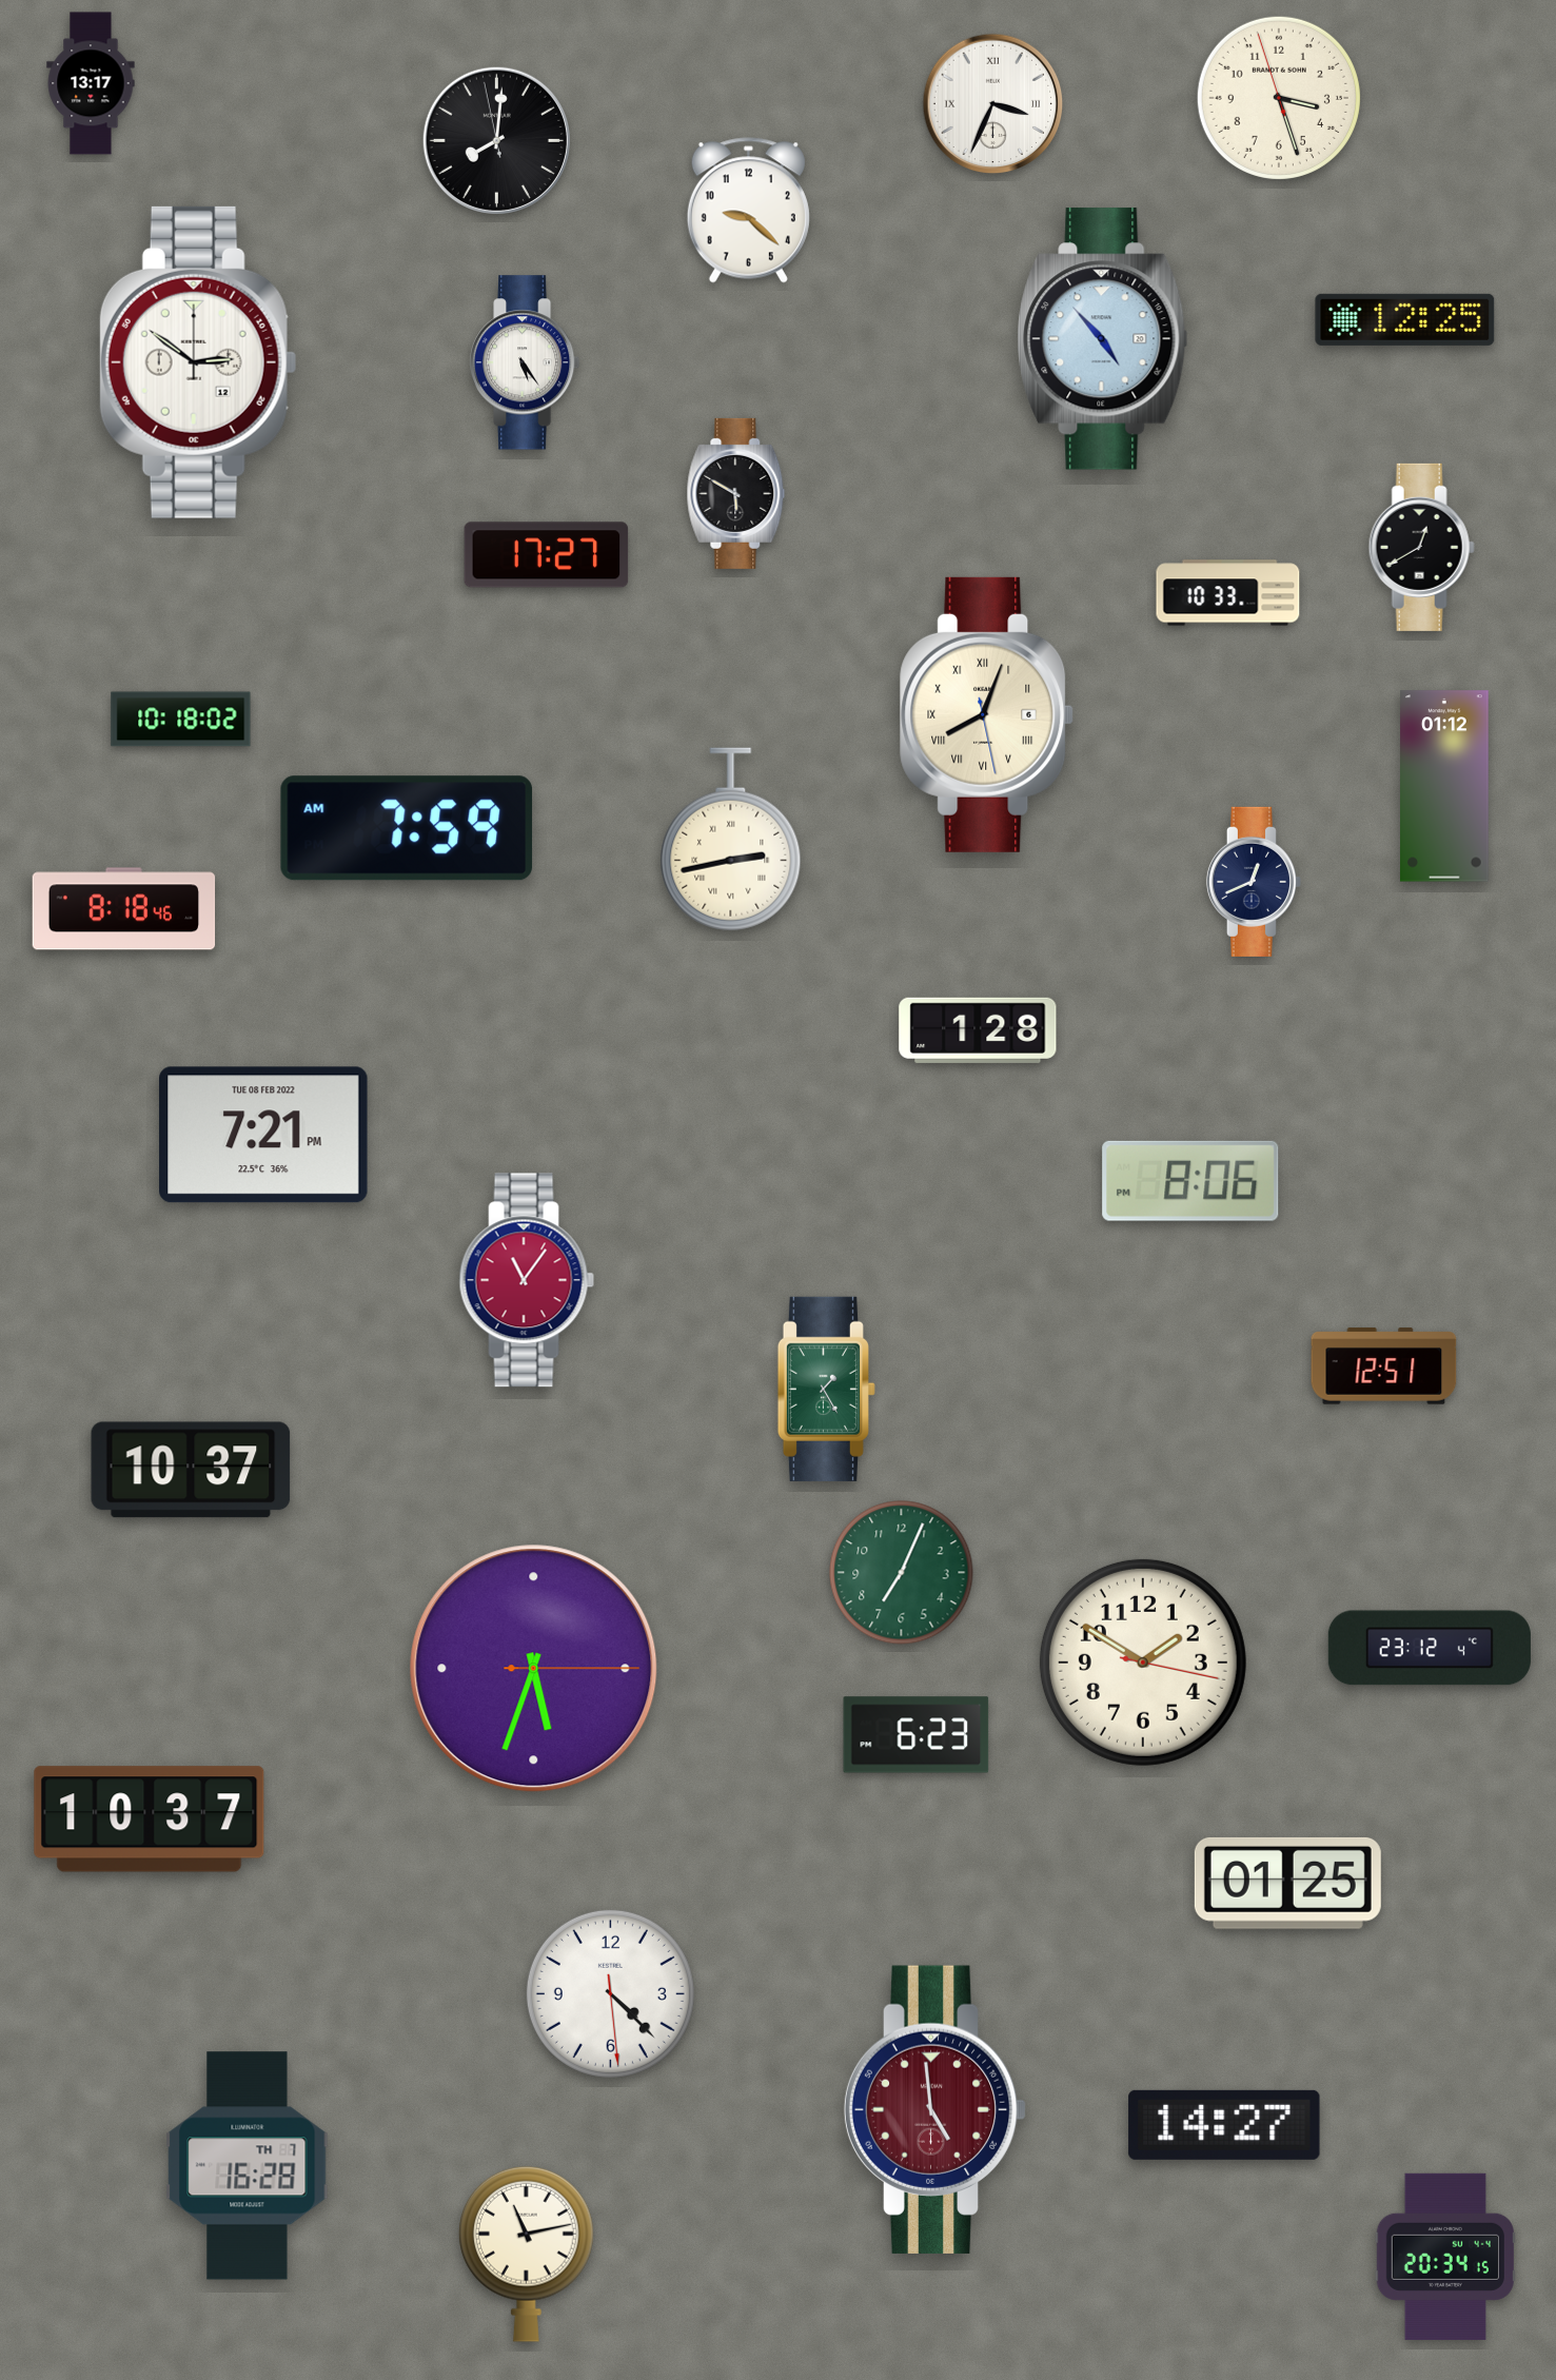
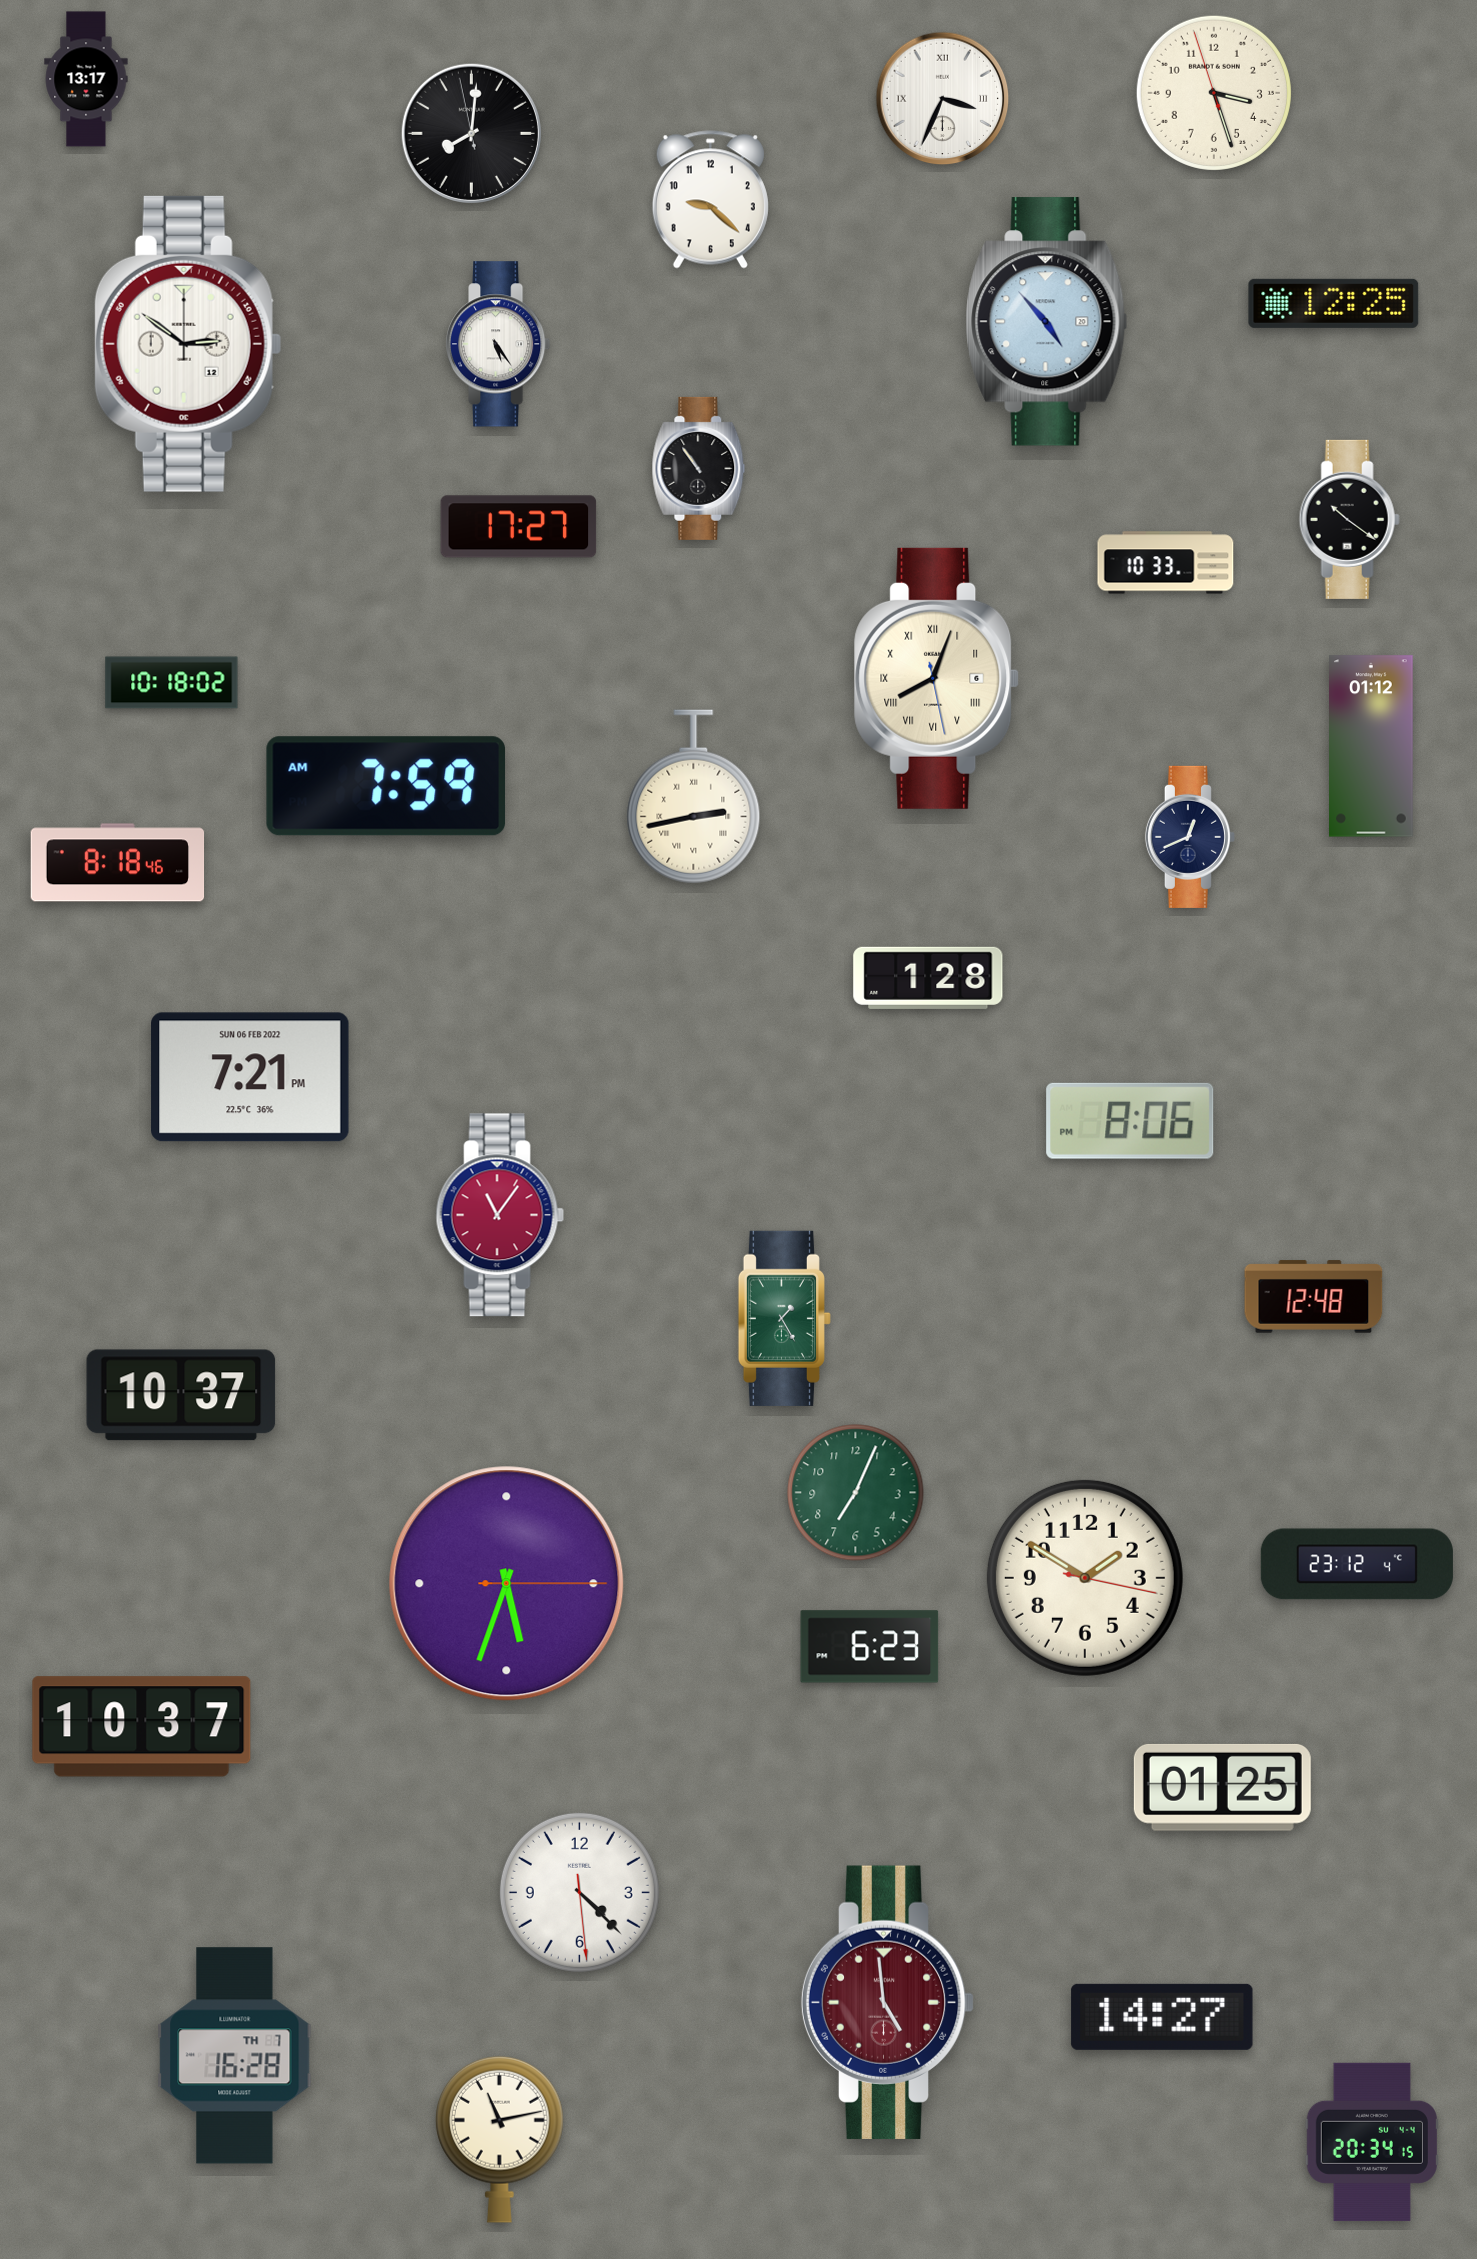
clock at (736, 493): 5:50 -> 10:54
clock at (1421, 547): 12:40 -> 10:21
clock at (263, 1135) date: TUE 08 FEB 2022 -> SUN 06 FEB 2022
clock at (1384, 1366): 12:51 -> 12:48
